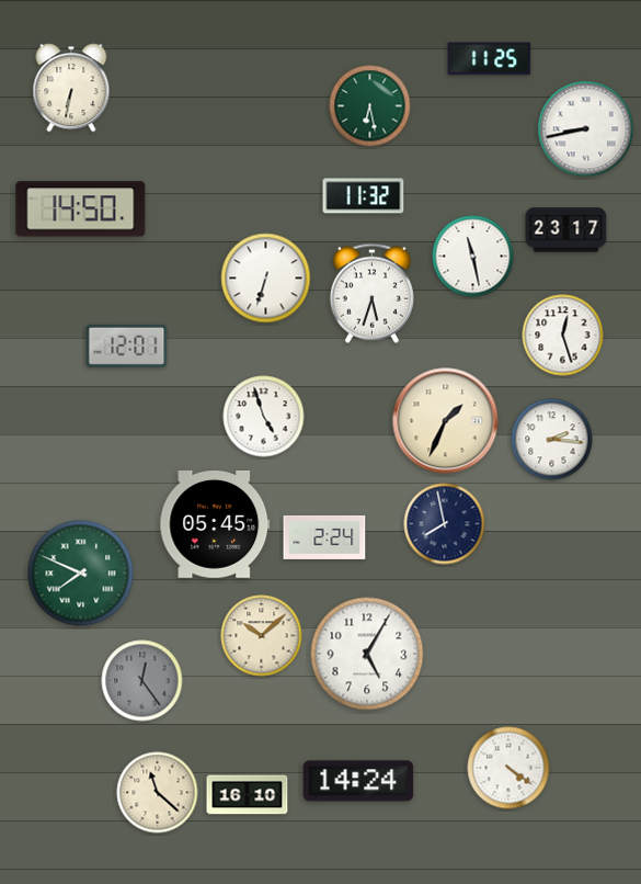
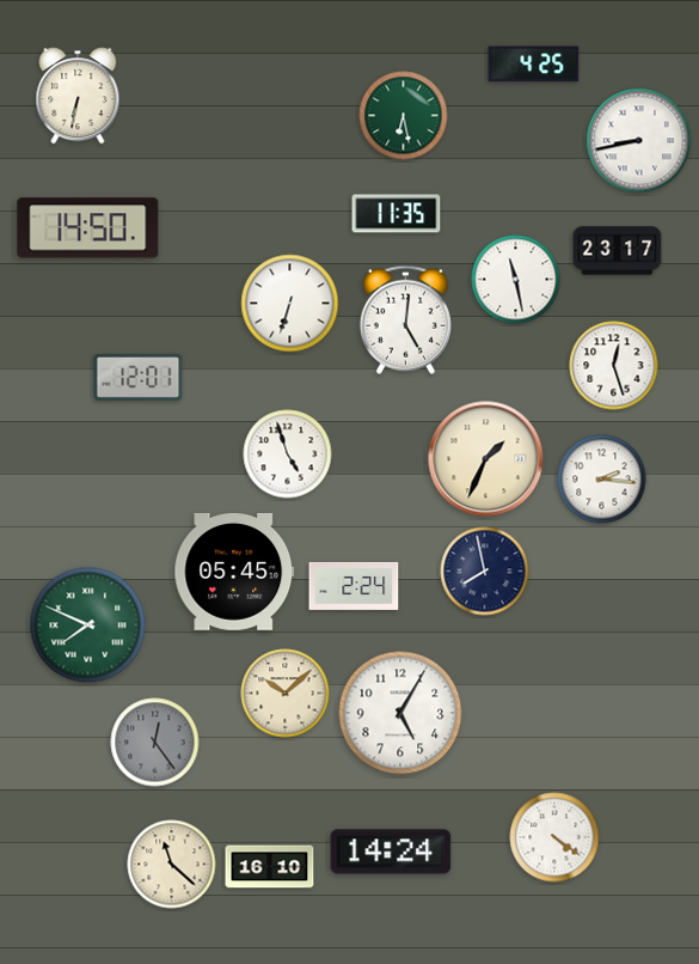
clock at (490, 59): 11:25 -> 4:25
clock at (364, 196): 11:32 -> 11:35
clock at (371, 293): 5:33 -> 5:01
